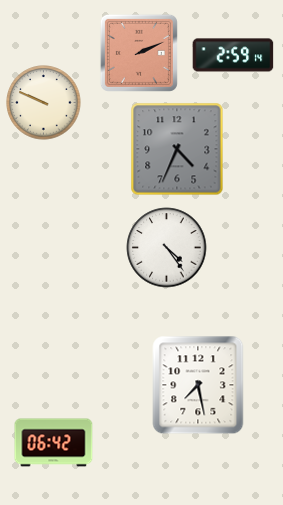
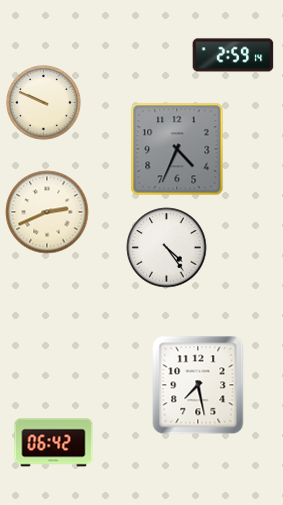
clock at (139, 53): 2:11 -> none
clock at (47, 212): none -> 2:41
